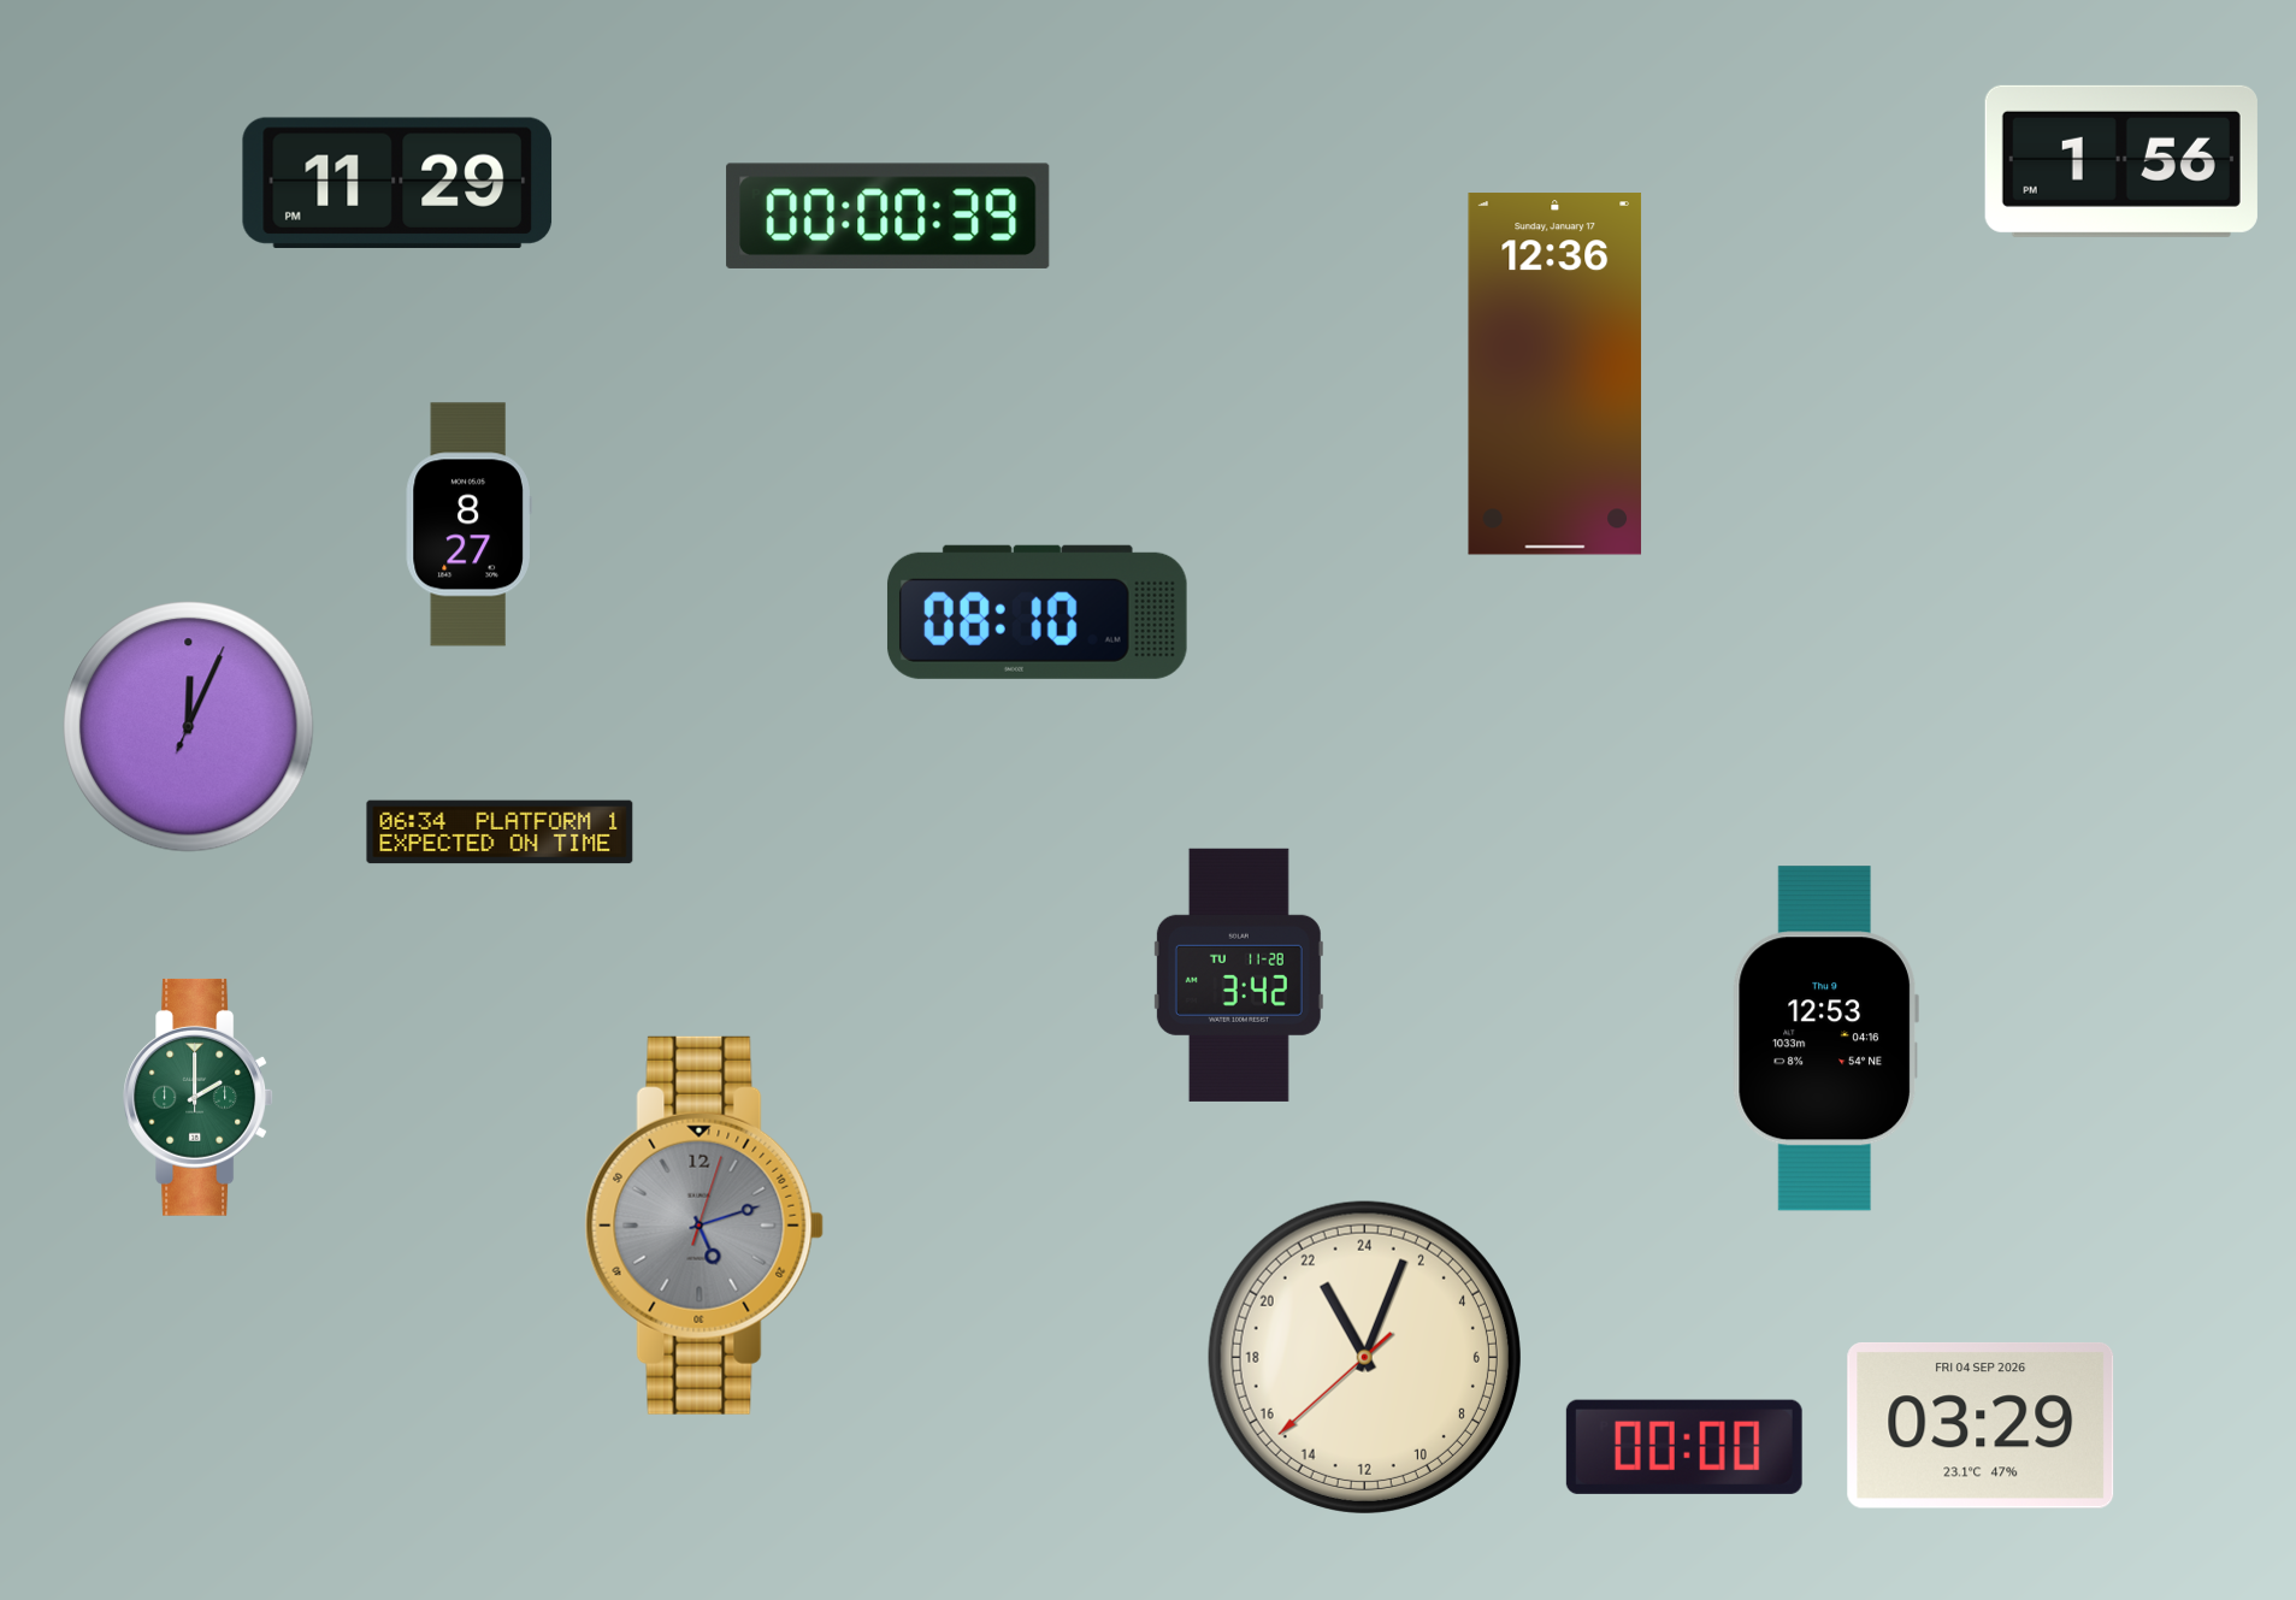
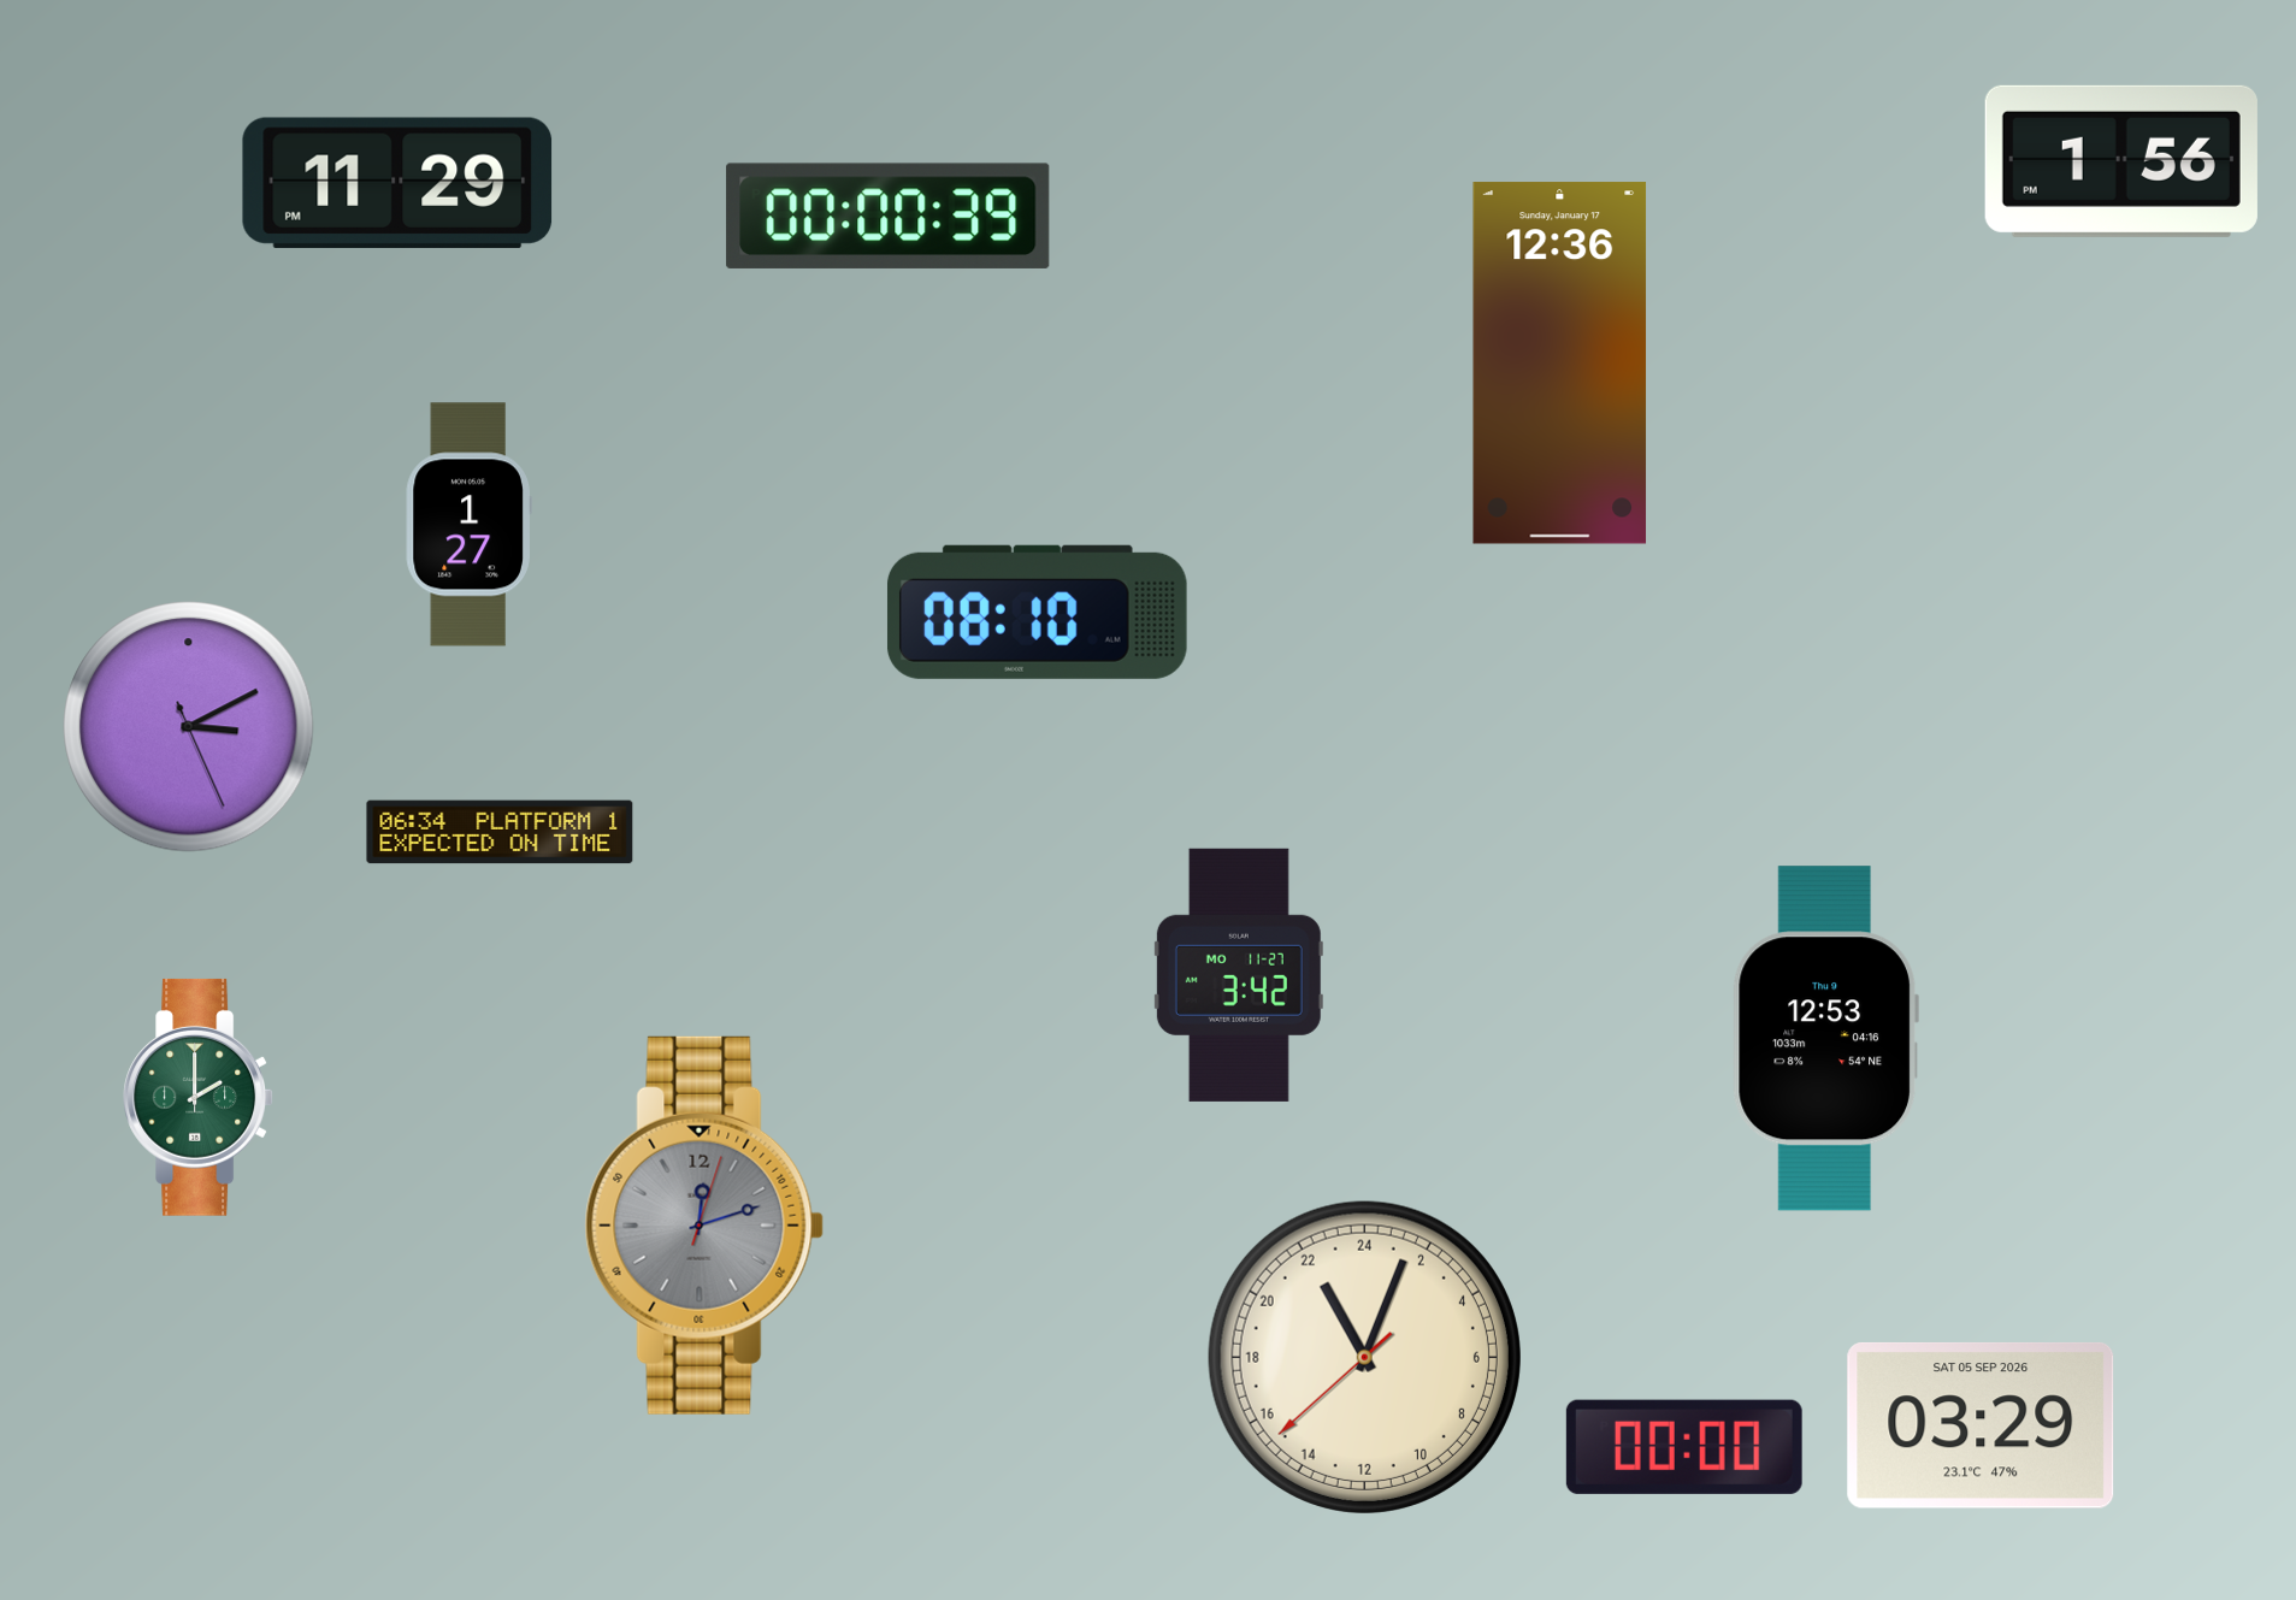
clock at (1556, 374) position: (1556, 374) -> (1560, 364)
clock at (468, 525): 8:27 -> 1:27
clock at (189, 727): 12:04 -> 3:10
clock at (1239, 975) date: TU 11-28 -> MO 11-27
clock at (704, 1226): 5:12 -> 12:12
clock at (1981, 1425) date: FRI 04 SEP 2026 -> SAT 05 SEP 2026
